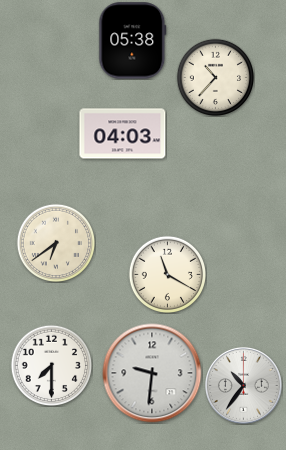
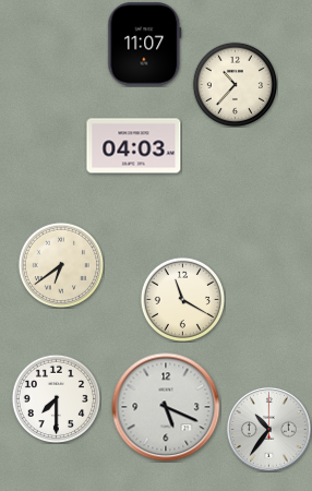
clock at (133, 41): 05:38 -> 11:07
clock at (152, 373): 9:31 -> 5:19
clock at (243, 385) position: (243, 385) -> (268, 429)
